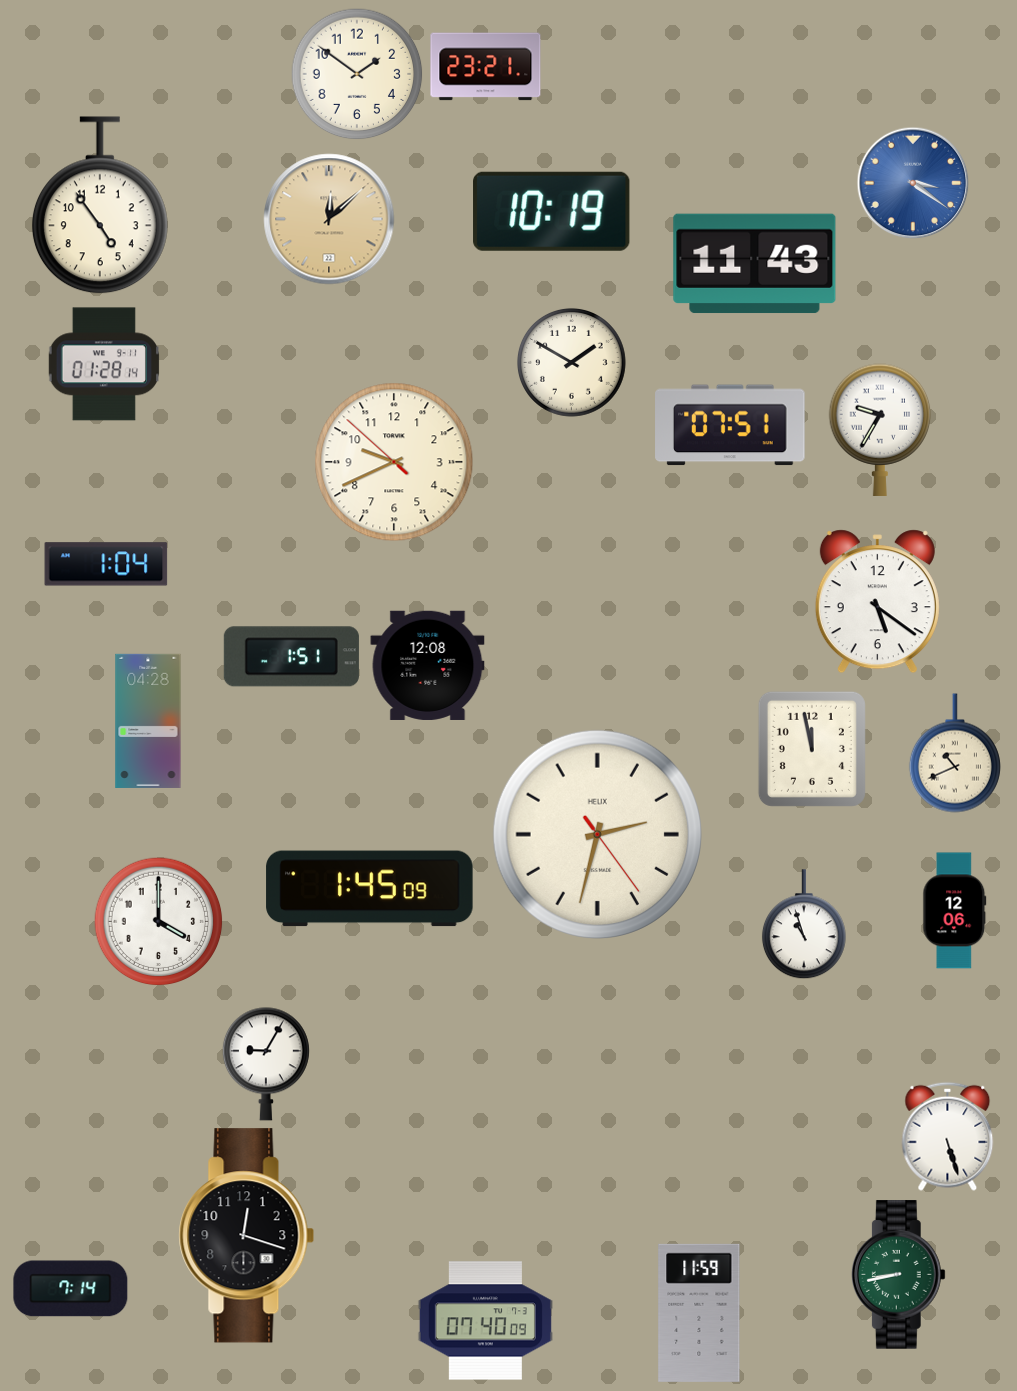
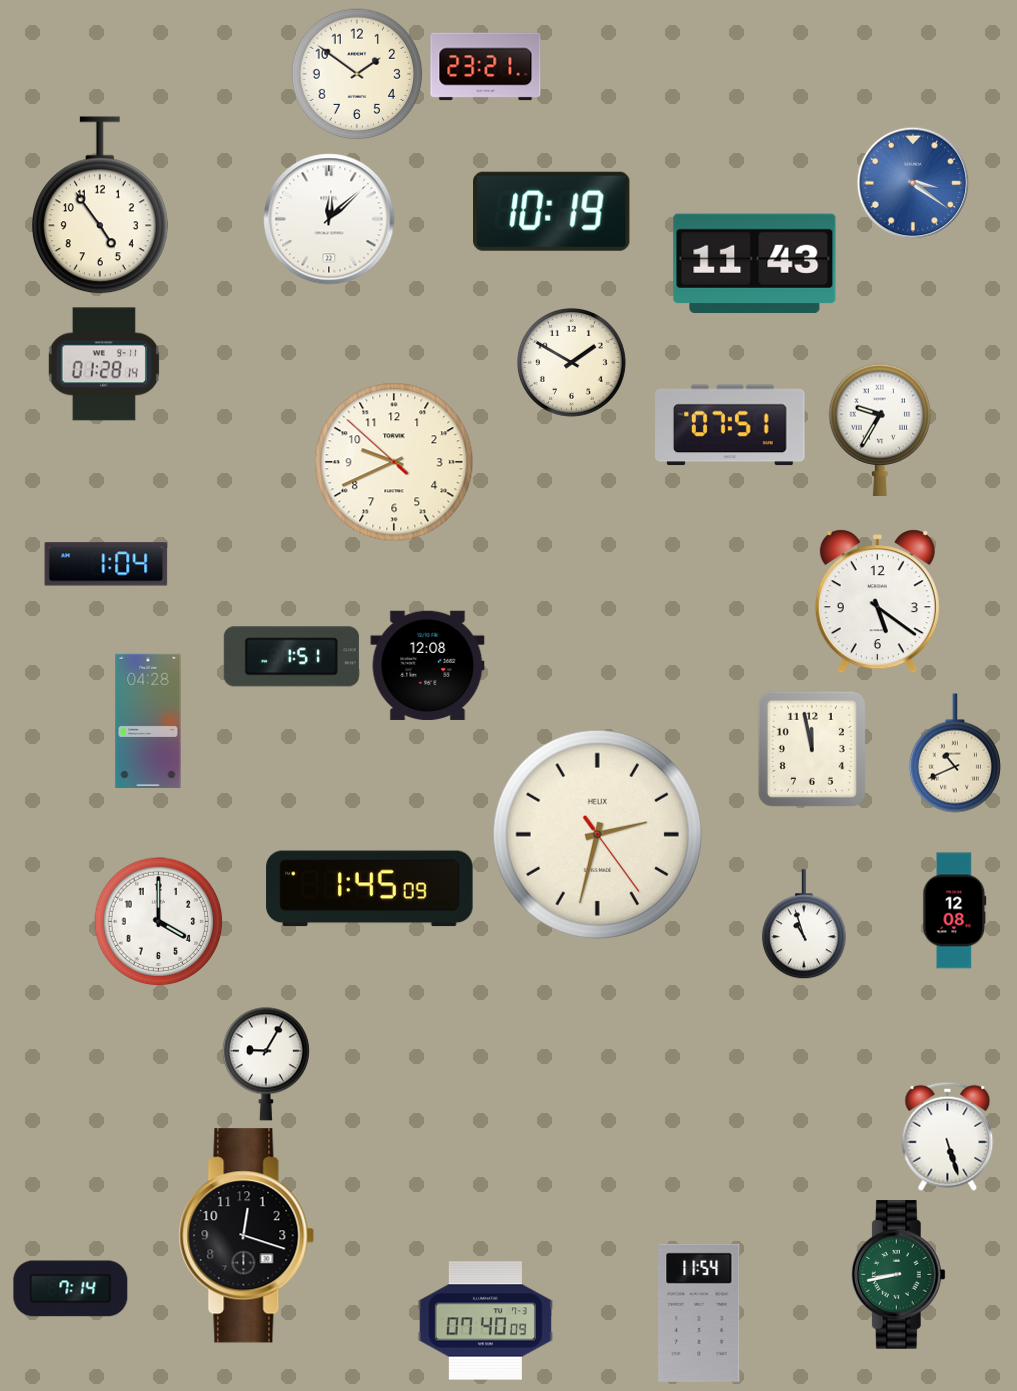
clock at (329, 219) dial: champagne -> white
clock at (955, 911): 12:06 -> 12:08
clock at (699, 1313): 11:59 -> 11:54
